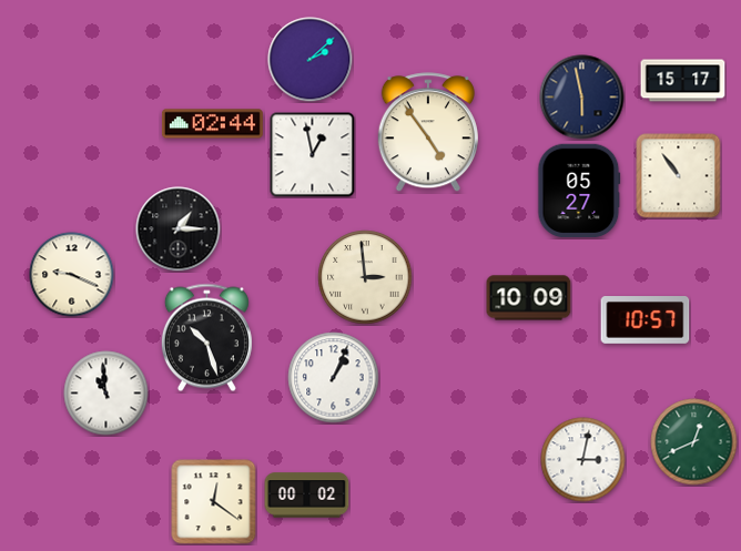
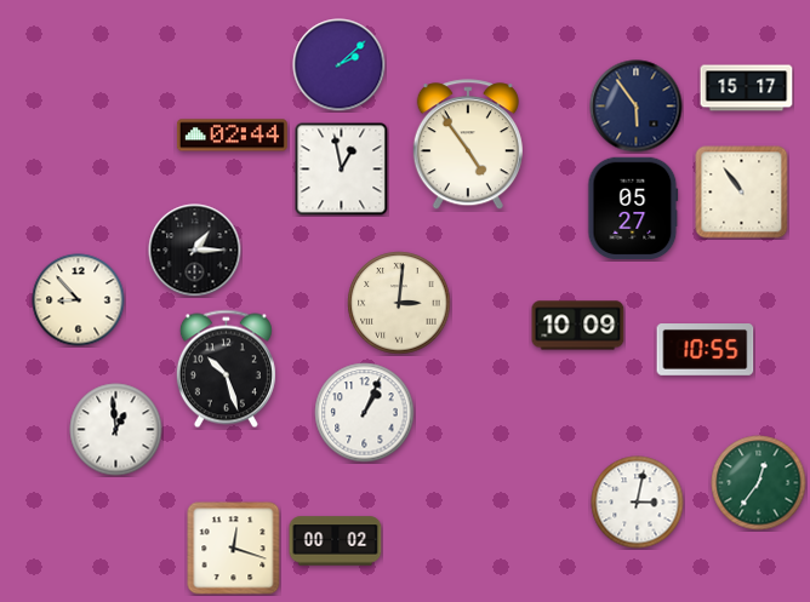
clock at (582, 98): 5:58 -> 5:54
clock at (72, 275): 9:19 -> 8:53
clock at (365, 277): 2:59 -> 3:01
clock at (646, 320): 10:57 -> 10:55
clock at (106, 394): 10:59 -> 12:59
clock at (694, 442): 12:41 -> 12:36
clock at (214, 502): 12:21 -> 12:18
